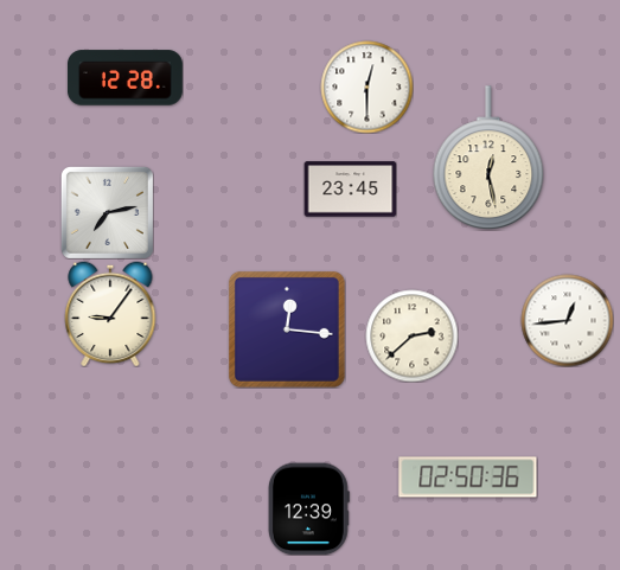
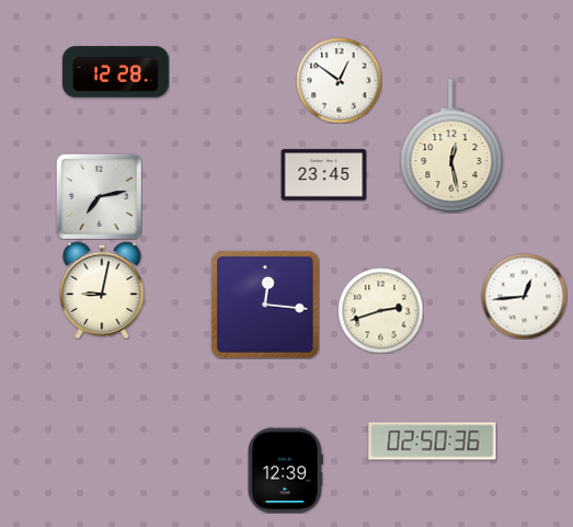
clock at (366, 87): 12:30 -> 12:51
clock at (110, 314): 9:06 -> 9:02
clock at (411, 335): 2:38 -> 2:42
